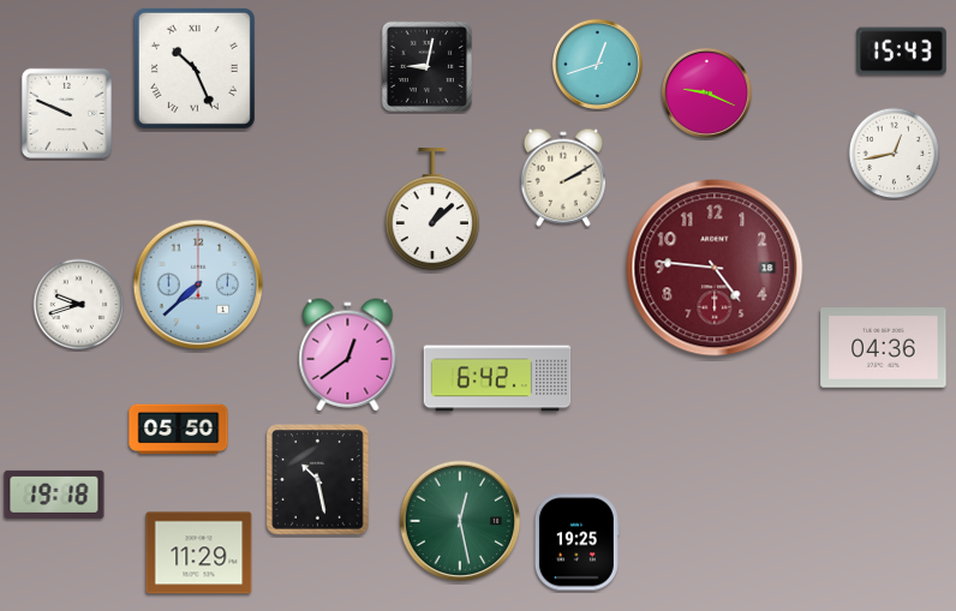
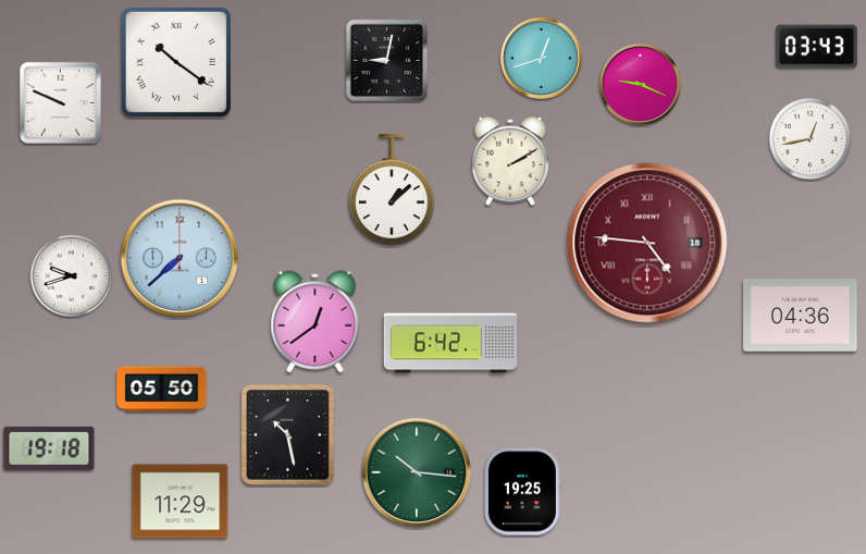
clock at (902, 52): 15:43 -> 03:43
clock at (195, 68): 10:26 -> 10:21
clock at (715, 268) numerals: Arabic -> Roman
clock at (460, 521): 12:28 -> 10:16
